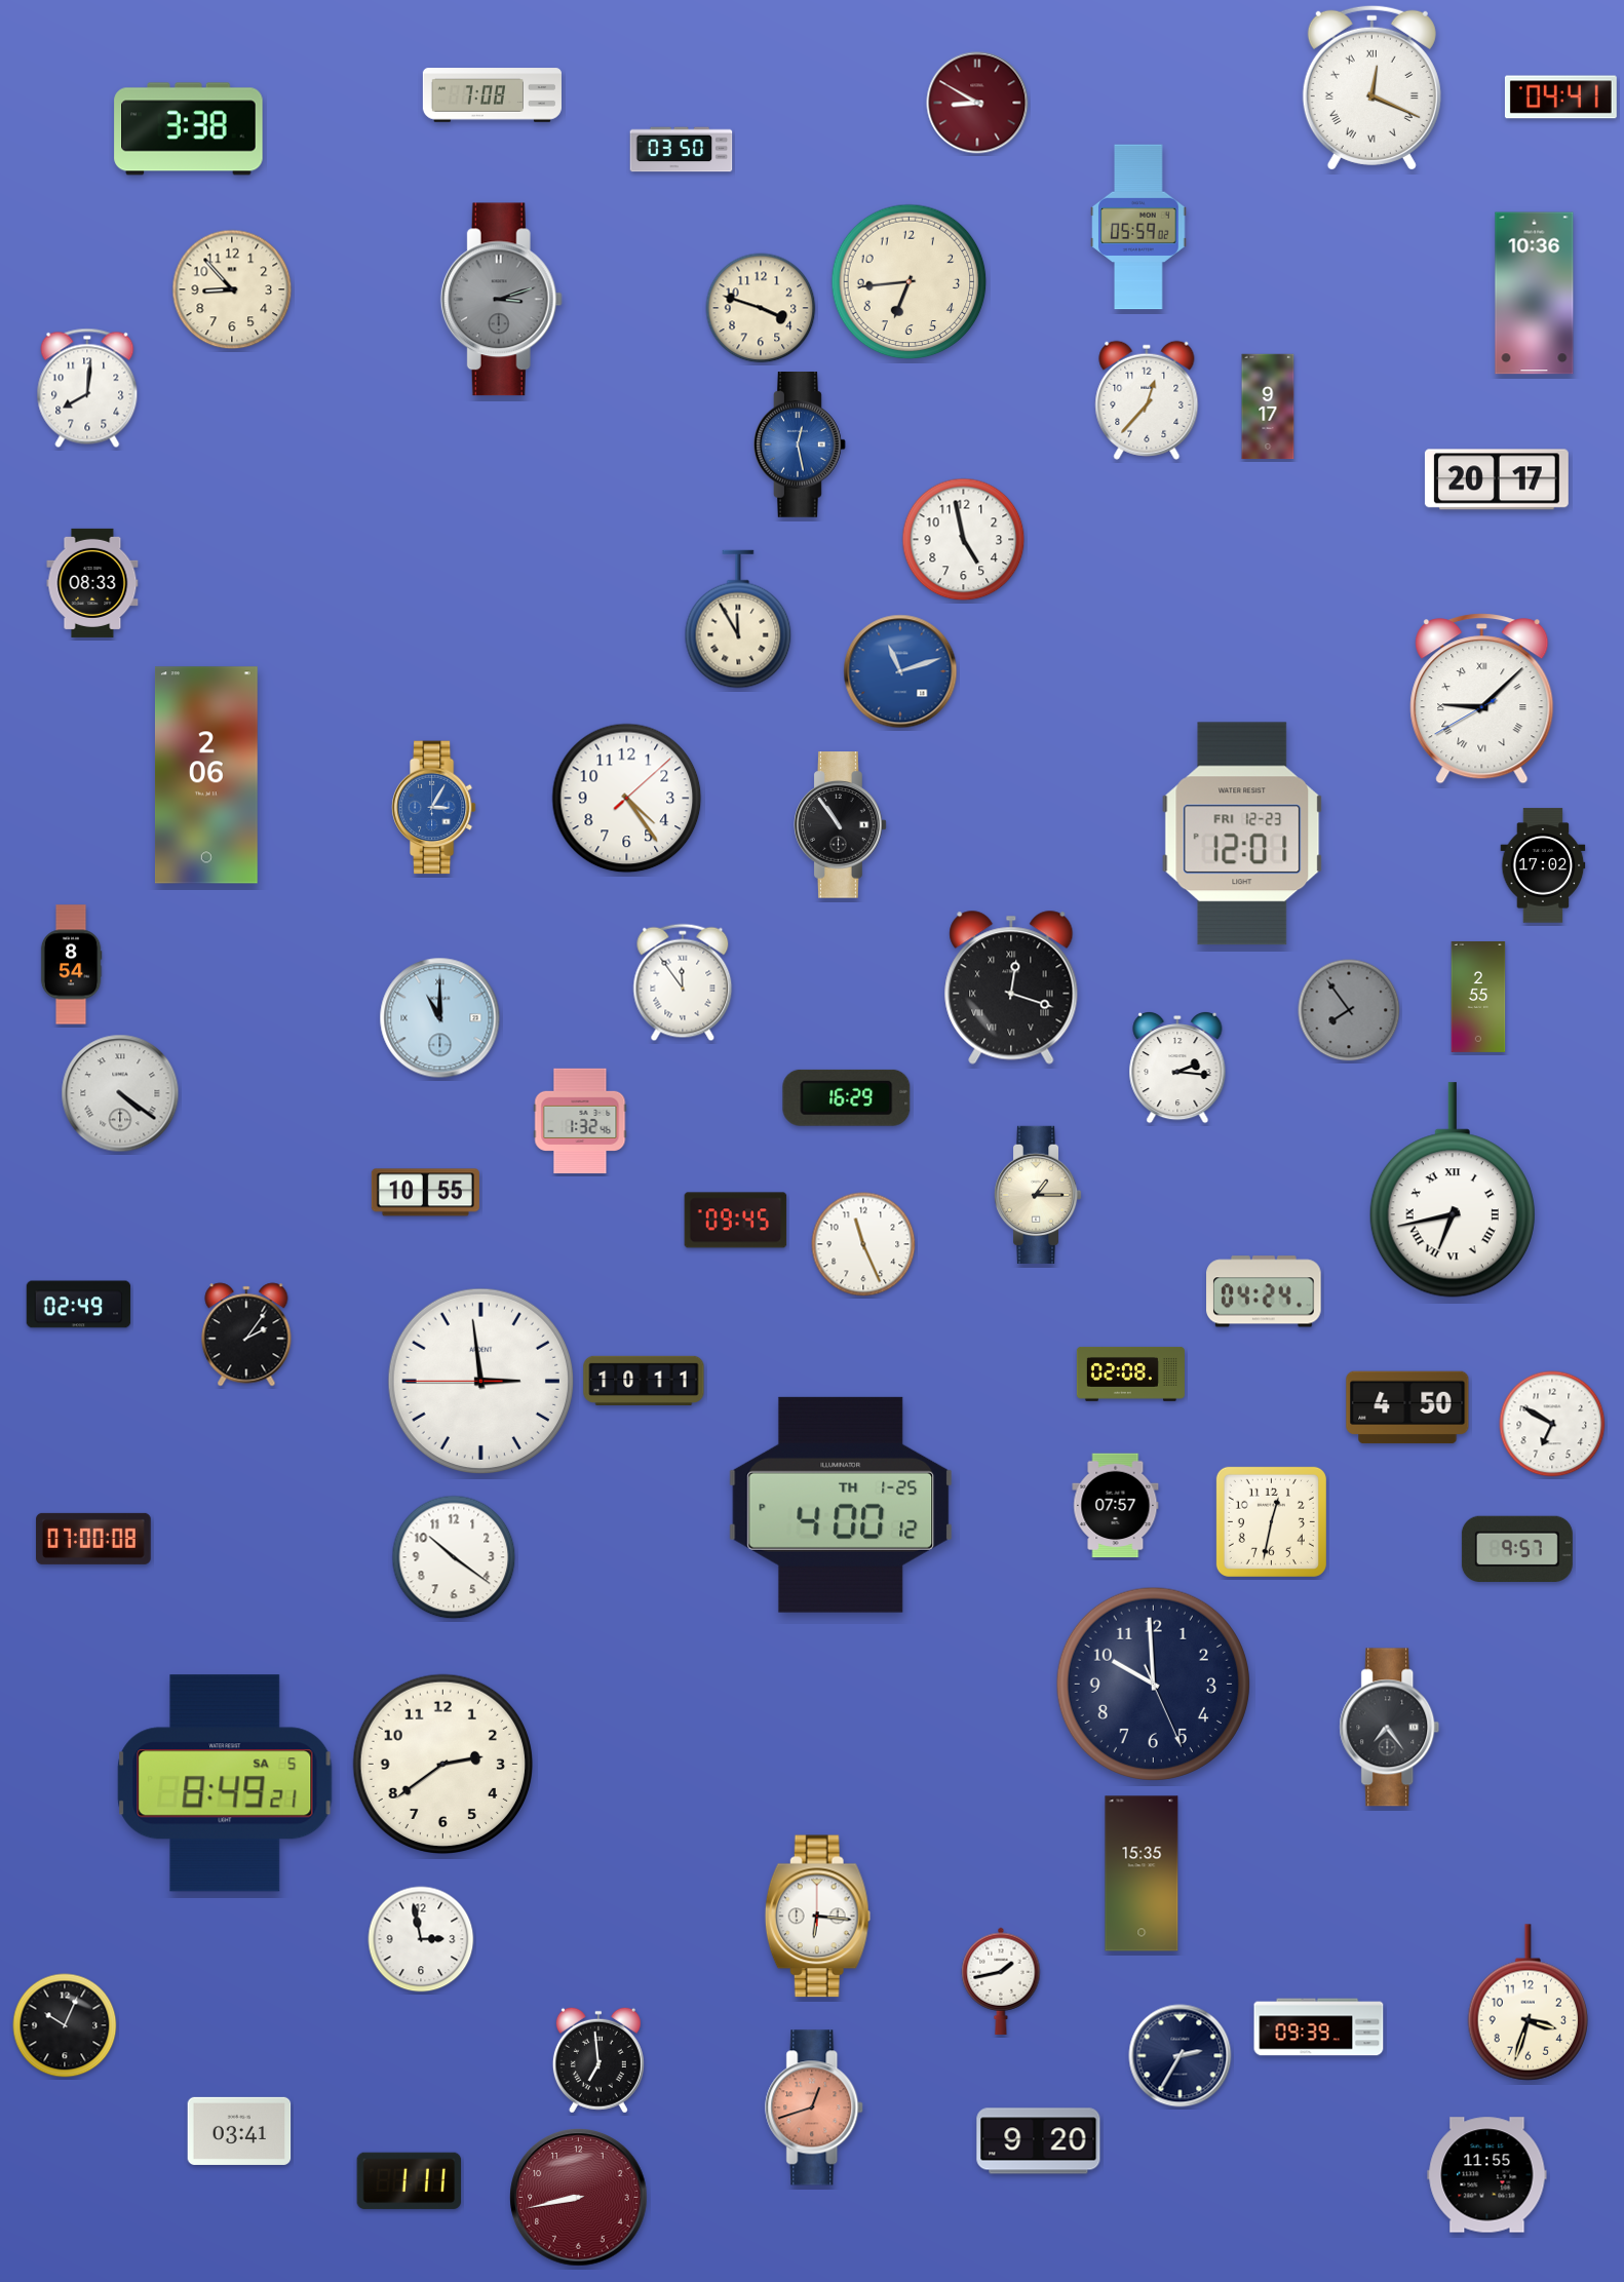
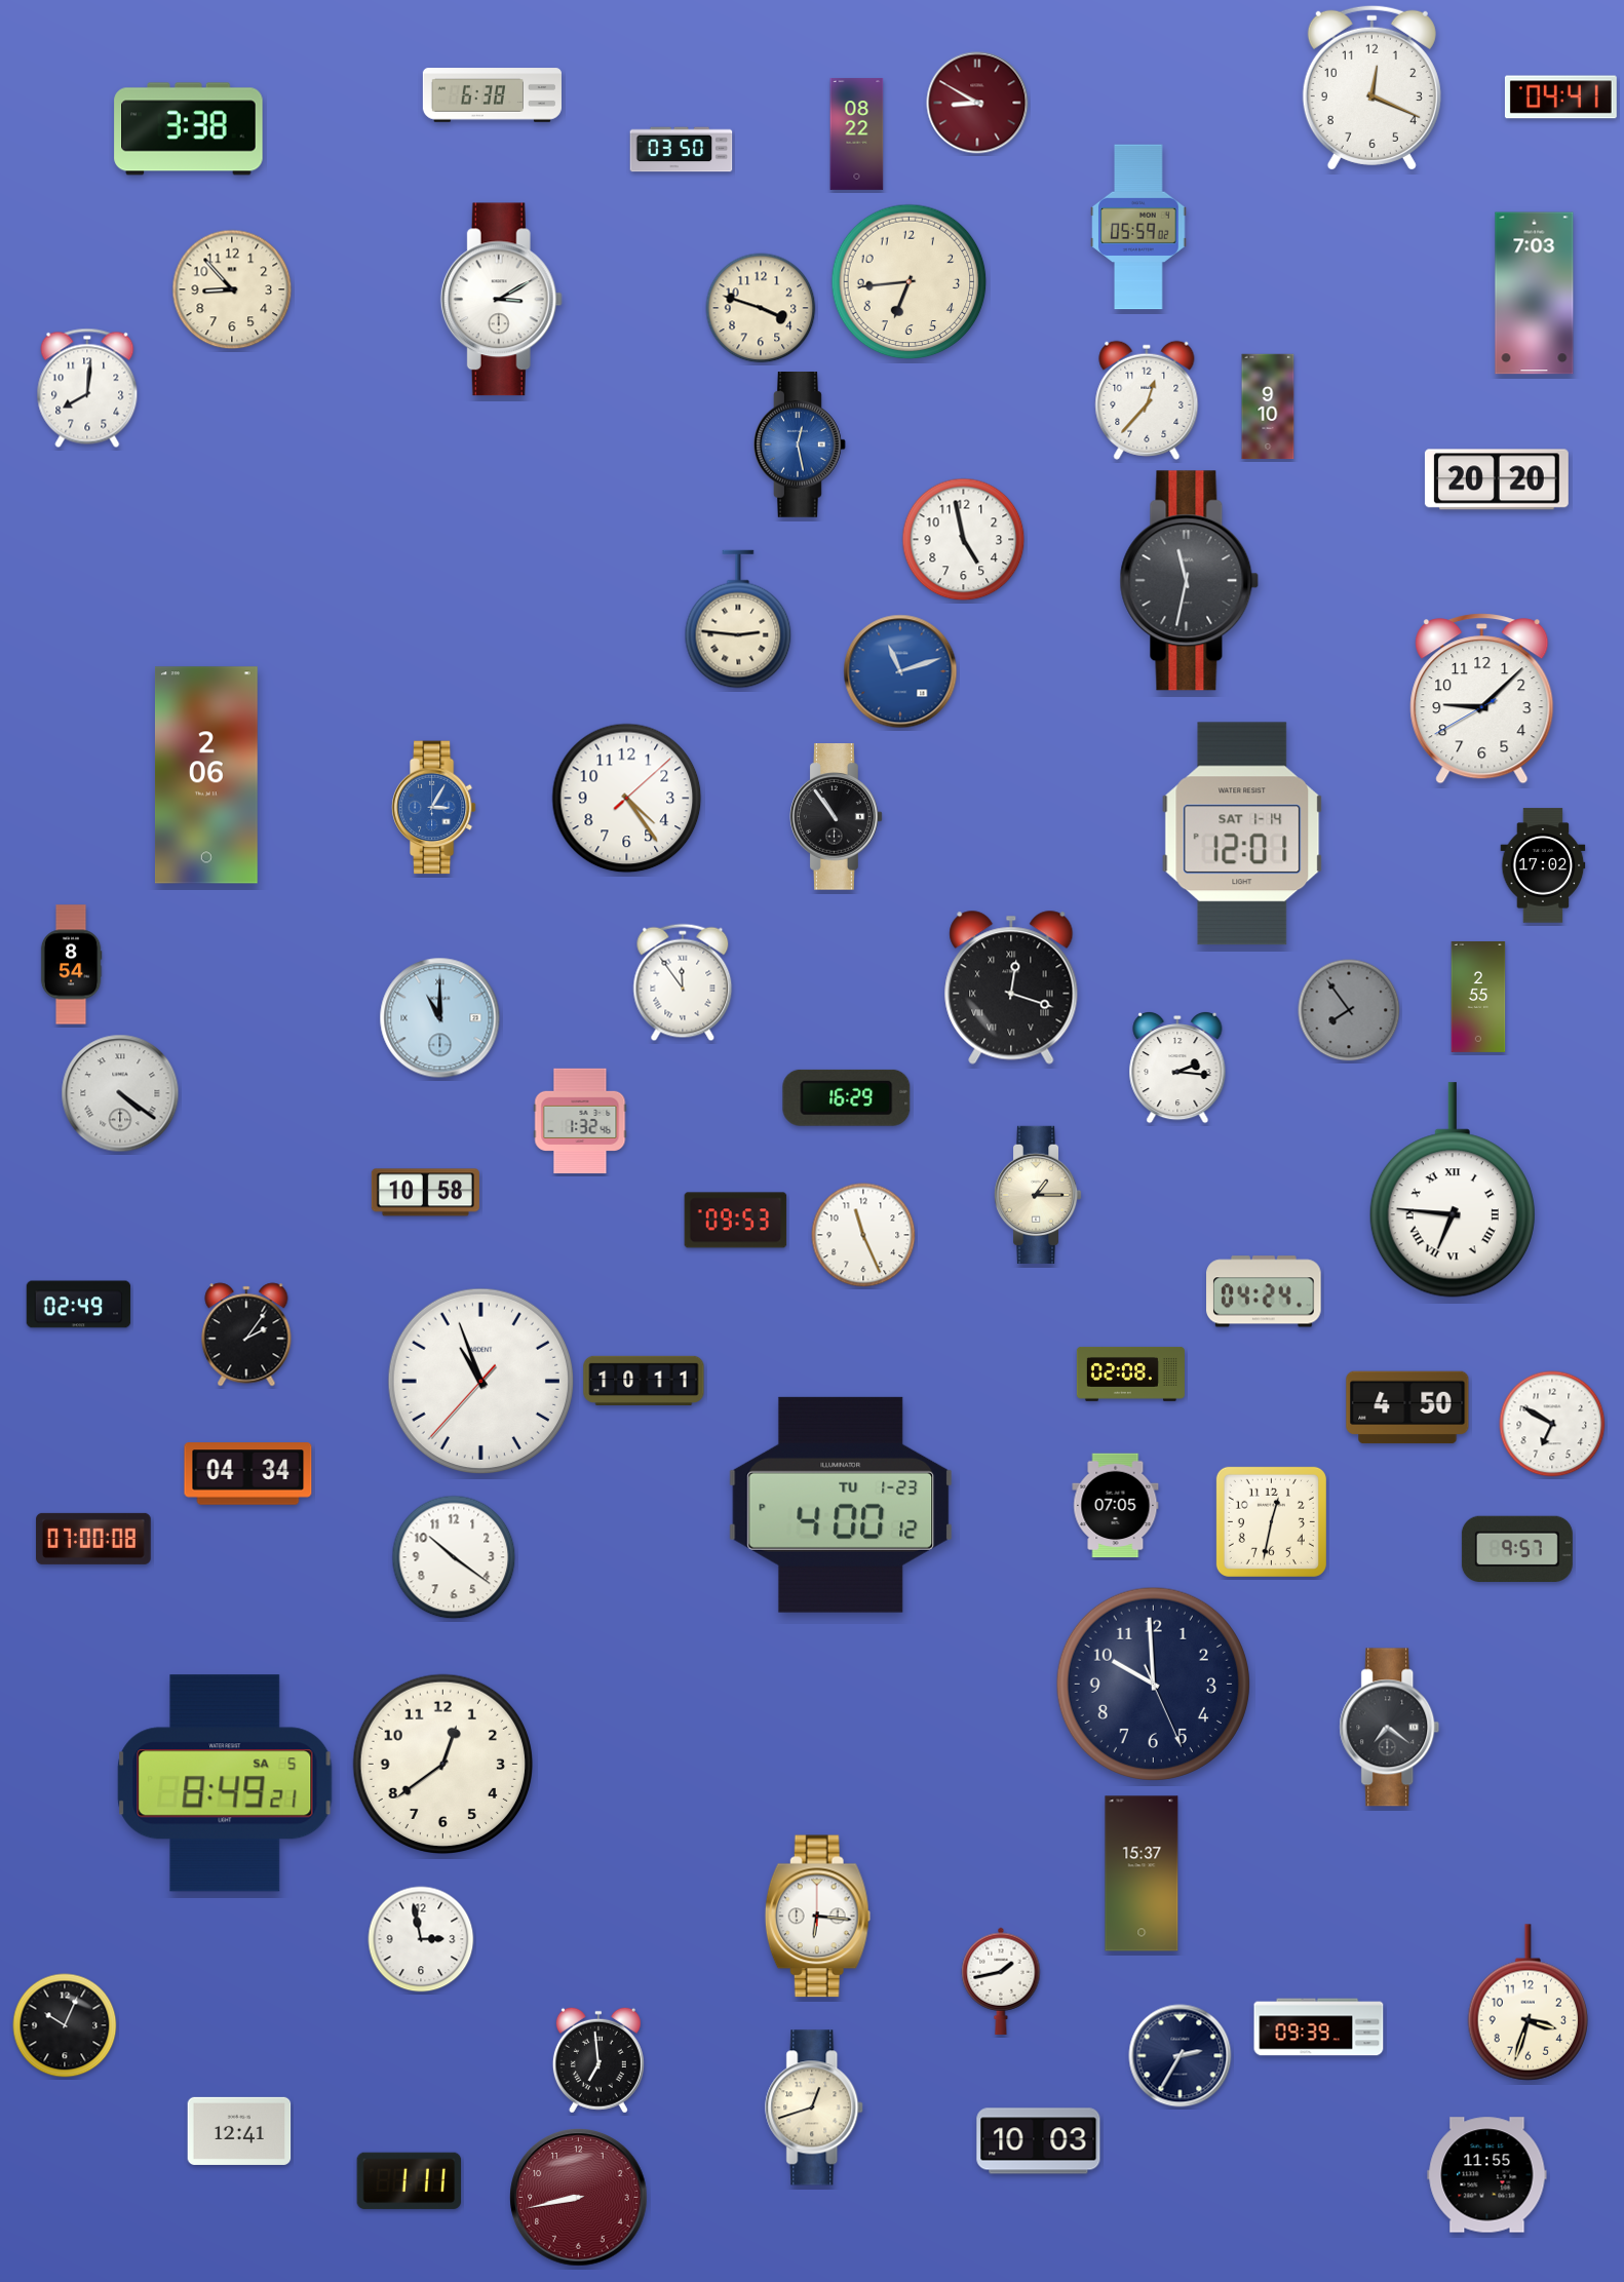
clock at (1371, 87) numerals: Roman -> Arabic
clock at (492, 95): 7:08 -> 6:38
clock at (857, 134): none -> 08:22
clock at (1535, 294): 10:36 -> 7:03
clock at (501, 300): 3:12 -> 3:10
clock at (501, 300) dial: grey -> white
clock at (1268, 407): 9:17 -> 9:10
clock at (1497, 479): 20:17 -> 20:20
clock at (1190, 581): none -> 11:32
clock at (92, 583): 08:33 -> none
clock at (738, 619): 11:55 -> 2:46
clock at (1482, 699) numerals: Roman -> Arabic
clock at (841, 825) position: (841, 825) -> (837, 817)
clock at (1242, 834) date: FRI 12-23 -> SAT 1-14
clock at (1453, 1190): 6:43 -> 6:46
clock at (425, 1193): 10:55 -> 10:58
clock at (736, 1221): 09:45 -> 09:53
clock at (863, 1244) position: (863, 1244) -> (863, 1235)
clock at (480, 1381): 2:58 -> 10:56
clock at (248, 1474): none -> 04:34
clock at (841, 1505) date: TH 1-25 -> TU 1-23
clock at (1116, 1506): 07:57 -> 07:05
clock at (1390, 1728): 7:24 -> 7:21
clock at (442, 1764): 2:39 -> 12:39
clock at (1142, 1873): 15:35 -> 15:37
clock at (815, 2107) dial: salmon -> cream
clock at (239, 2131): 03:41 -> 12:41
clock at (1039, 2141): 9:20 -> 10:03
